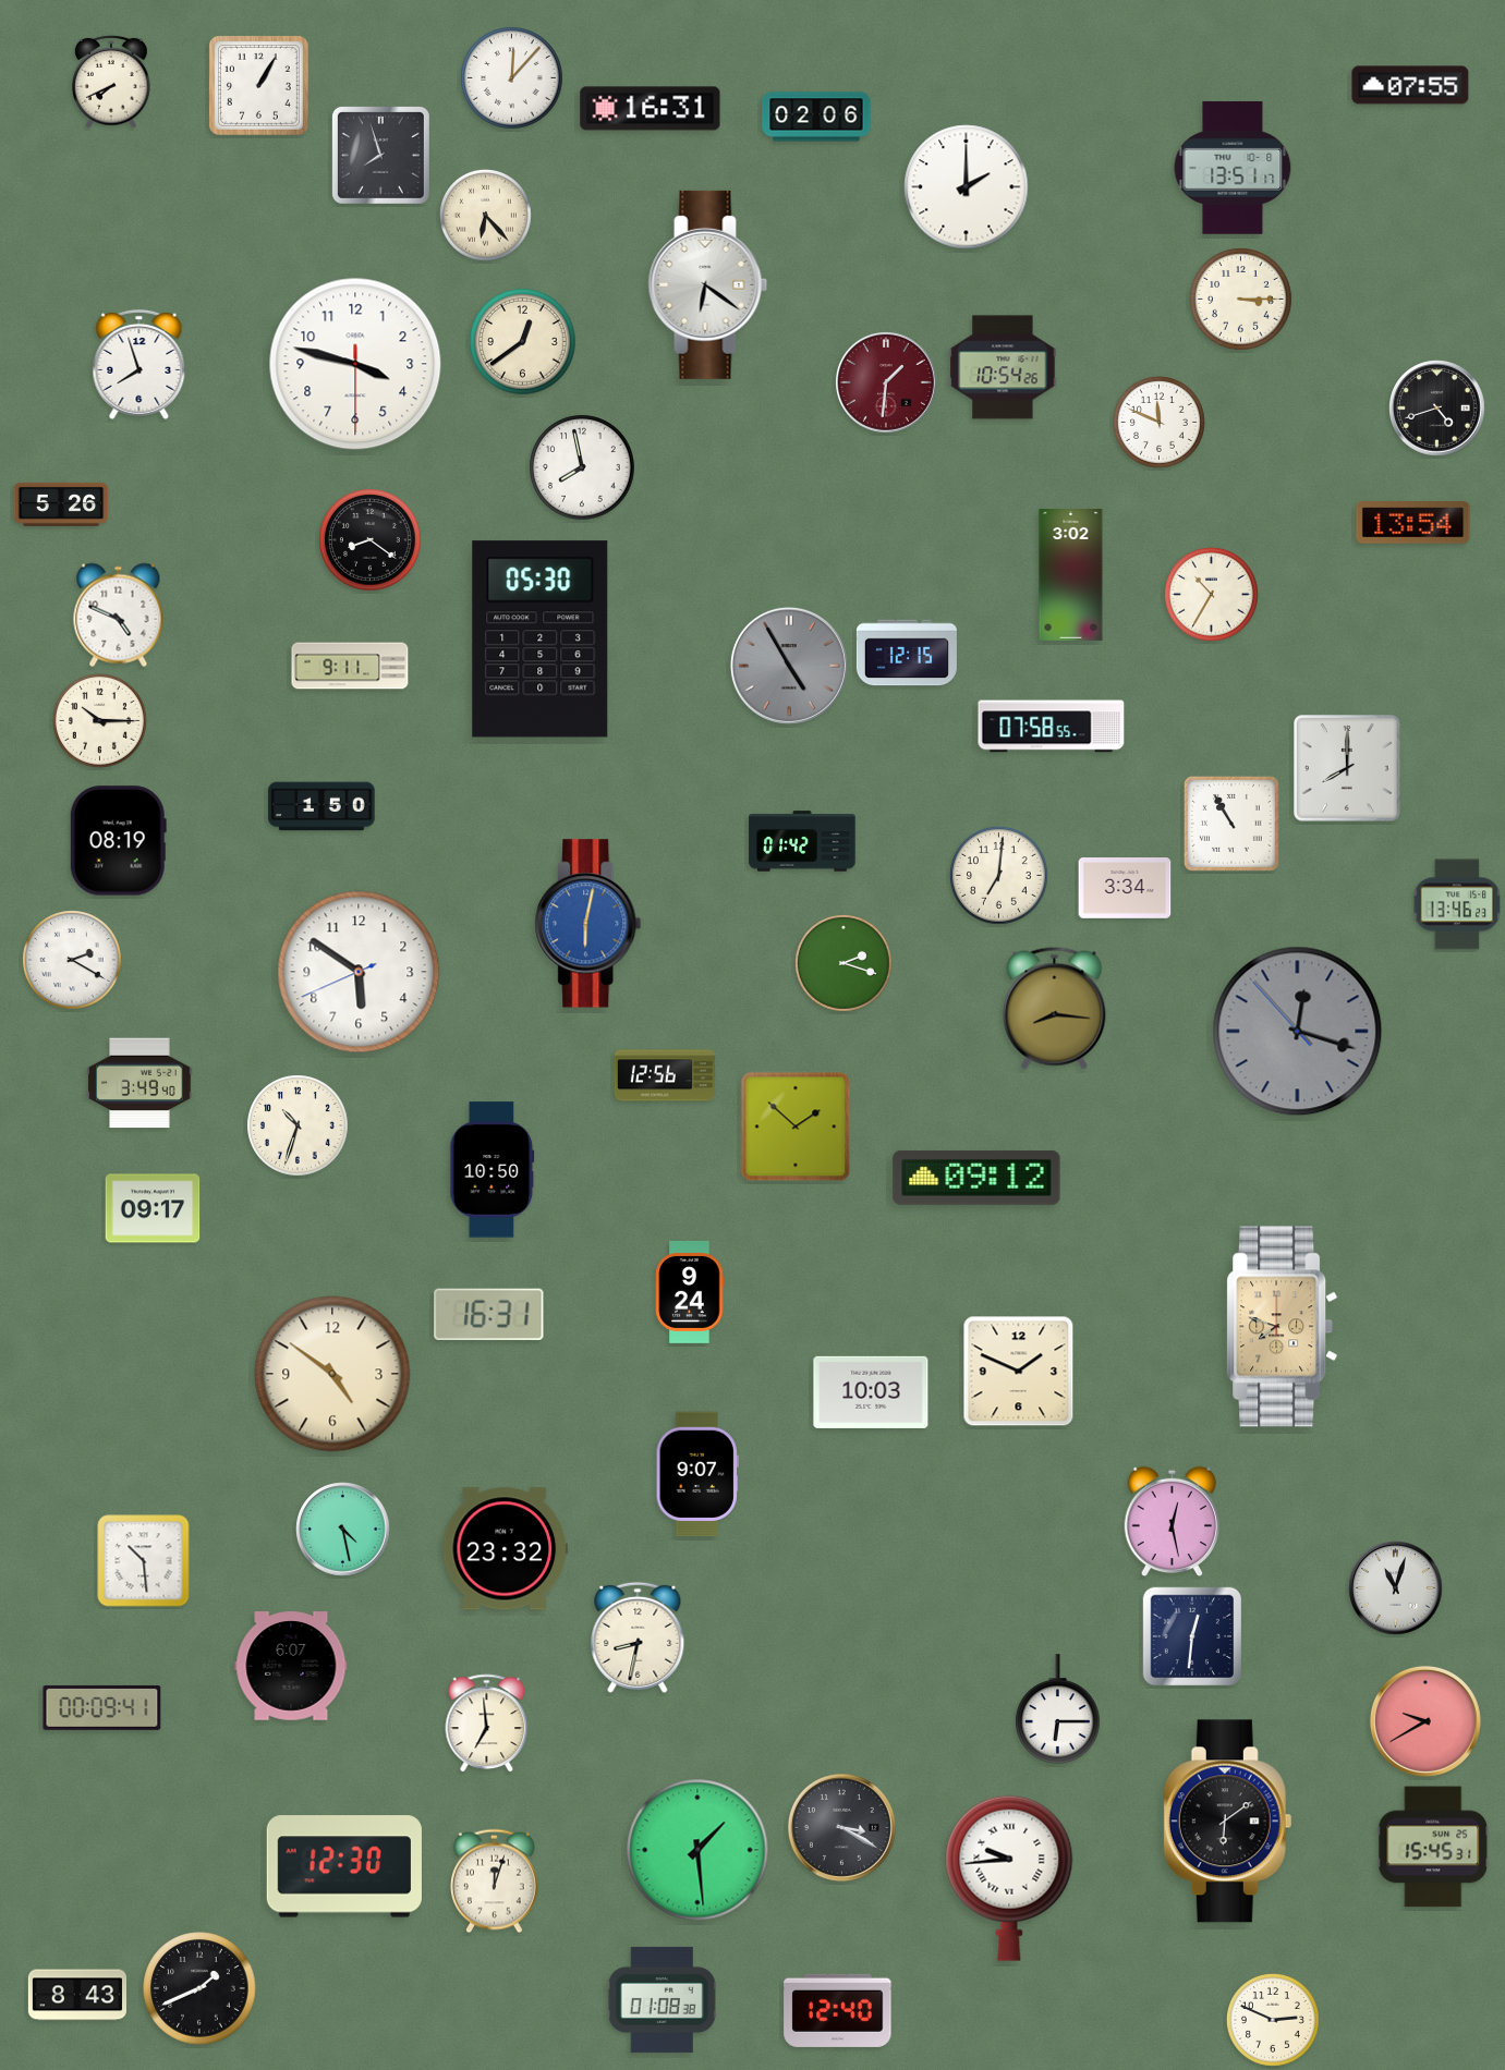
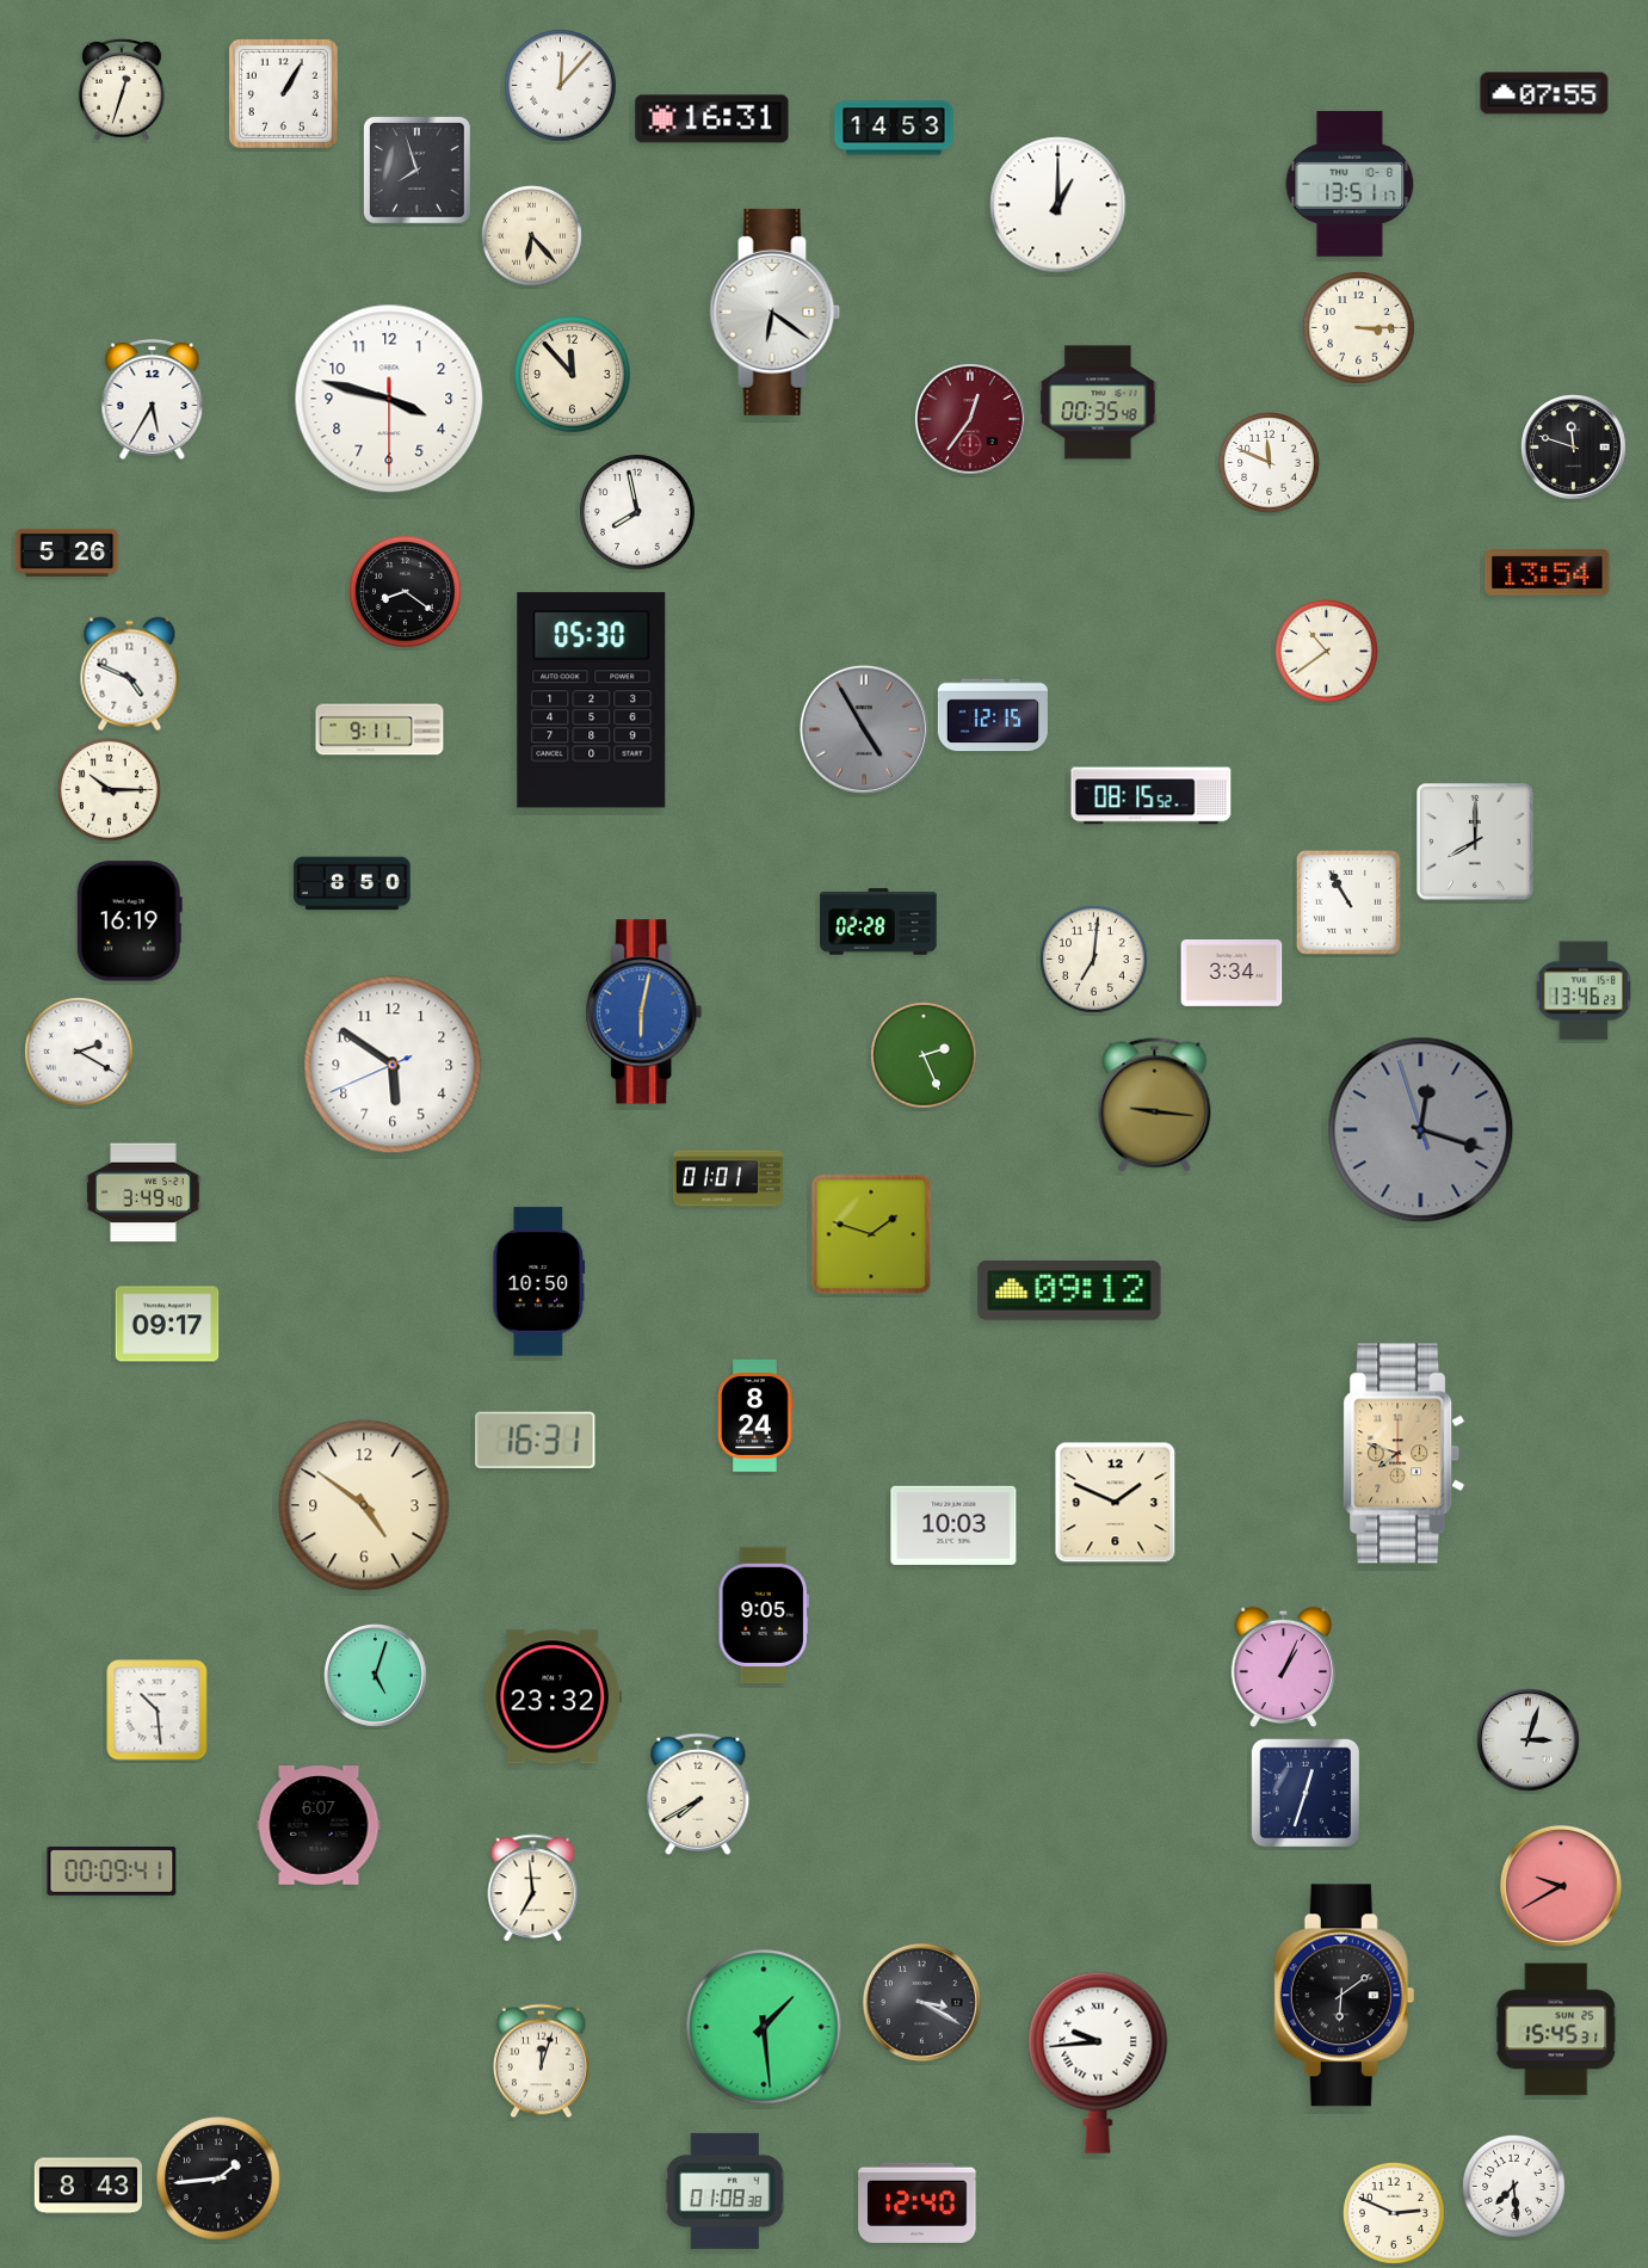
clock at (112, 82): 7:41 -> 12:33
clock at (816, 117): 02:06 -> 14:53
clock at (967, 187): 2:00 -> 1:00
clock at (523, 342): 12:39 -> 11:53
clock at (139, 364): 7:57 -> 5:35
clock at (1003, 367): 10:54 -> 00:35
clock at (887, 383): 1:31 -> 12:36
clock at (1437, 409): 4:42 -> 11:48
clock at (1071, 575): 3:02 -> none
clock at (1212, 595): 10:35 -> 10:39
clock at (350, 666) position: (350, 666) -> (379, 729)
clock at (1052, 727): 07:58 -> 08:15
clock at (321, 806): 1:50 -> 8:50
clock at (118, 841): 08:19 -> 16:19
clock at (802, 841): 01:42 -> 02:28
clock at (1457, 904) position: (1457, 904) -> (1584, 991)
clock at (845, 964): 2:18 -> 2:26
clock at (1055, 1009): 8:16 -> 9:16
clock at (1298, 1032): 12:17:53 -> 12:17:57
clock at (665, 1075): 12:56 -> 01:01
clock at (139, 1083) position: (139, 1083) -> (143, 1192)
clock at (298, 1125): 10:33 -> none
clock at (796, 1127): 1:52 -> 1:48
clock at (690, 1292): 9:24 -> 8:24
clock at (697, 1474): 9:07 -> 9:05
clock at (1173, 1522): 12:28 -> 1:04
clock at (343, 1530): 4:28 -> 5:03
clock at (1396, 1588): 11:03 -> 3:03
clock at (1192, 1636): 12:31 -> 12:33
clock at (638, 1637): 8:32 -> 7:40
clock at (1058, 1709): 6:15 -> none
clock at (1433, 1847) position: (1433, 1847) -> (1556, 2029)
clock at (344, 1866): 12:30 -> none
clock at (1009, 1878) position: (1009, 1878) -> (1098, 2063)
clock at (199, 1988): 1:41 -> 1:44
clock at (76, 1995) position: (76, 1995) -> (87, 2186)
clock at (1514, 2187): none -> 7:29
